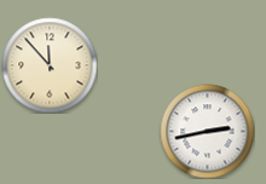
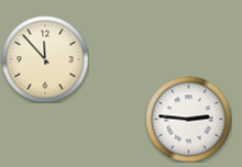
clock at (207, 131): 2:43 -> 2:46
